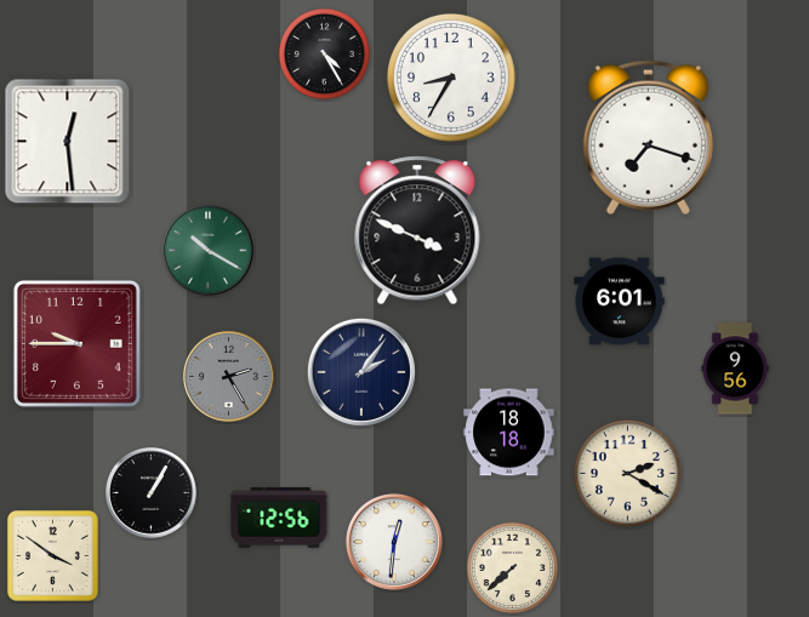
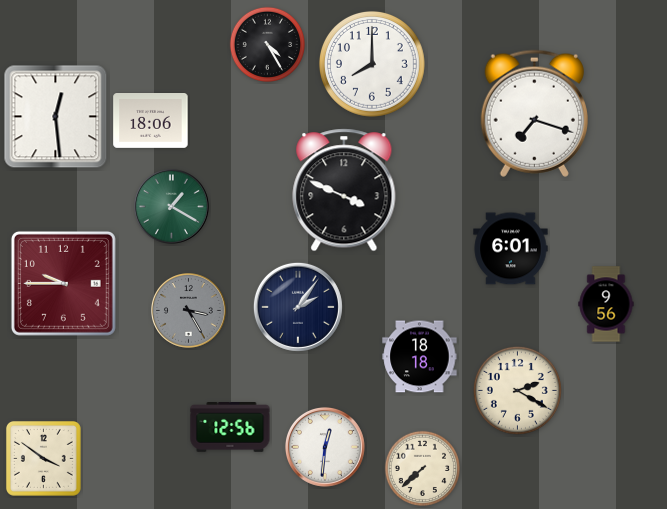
clock at (451, 78): 8:35 -> 8:00
clock at (151, 121): none -> 18:06
clock at (209, 251): 10:20 -> 1:20
clock at (229, 377): 2:25 -> 3:25
clock at (152, 493): 1:05 -> none
